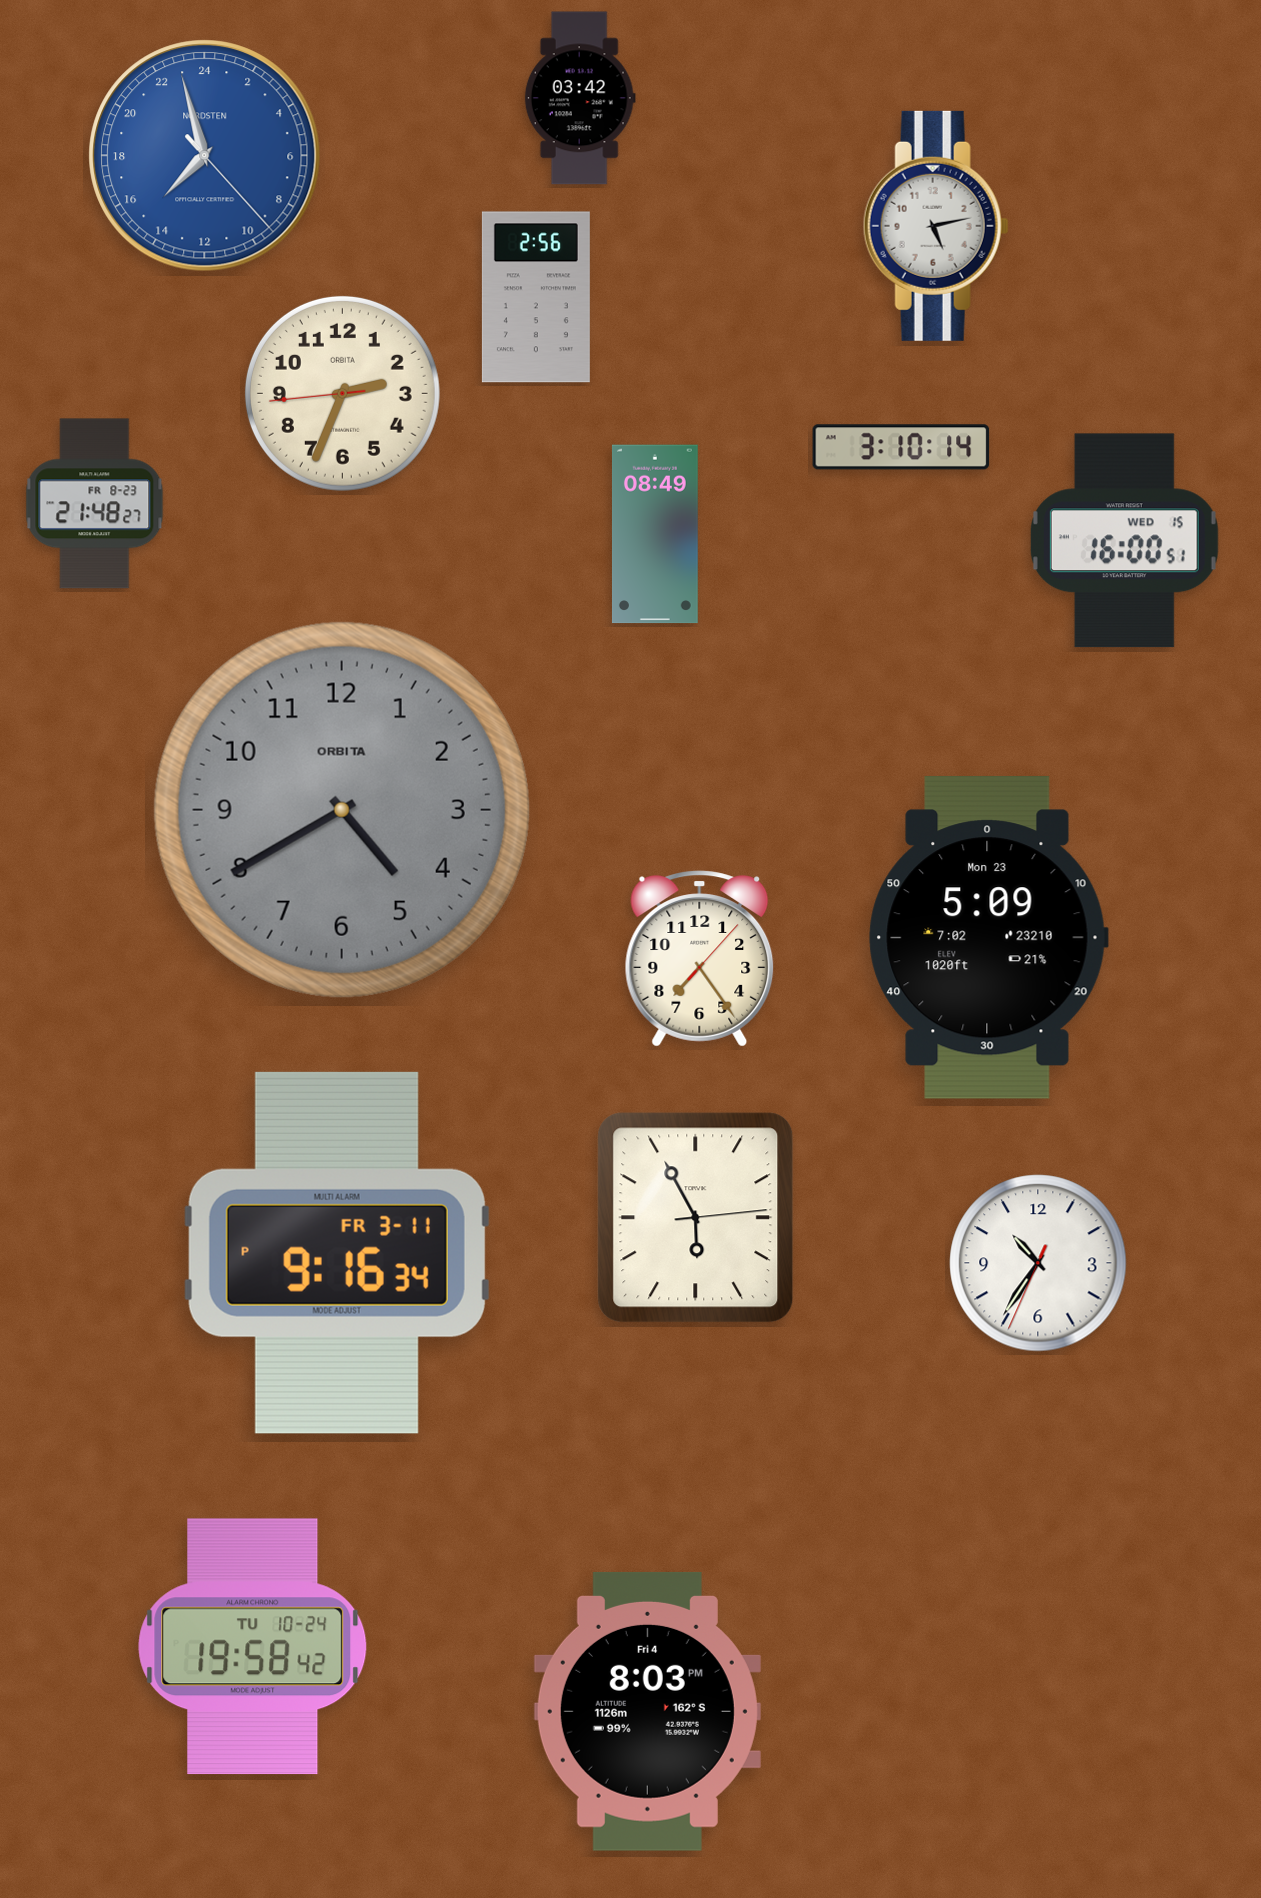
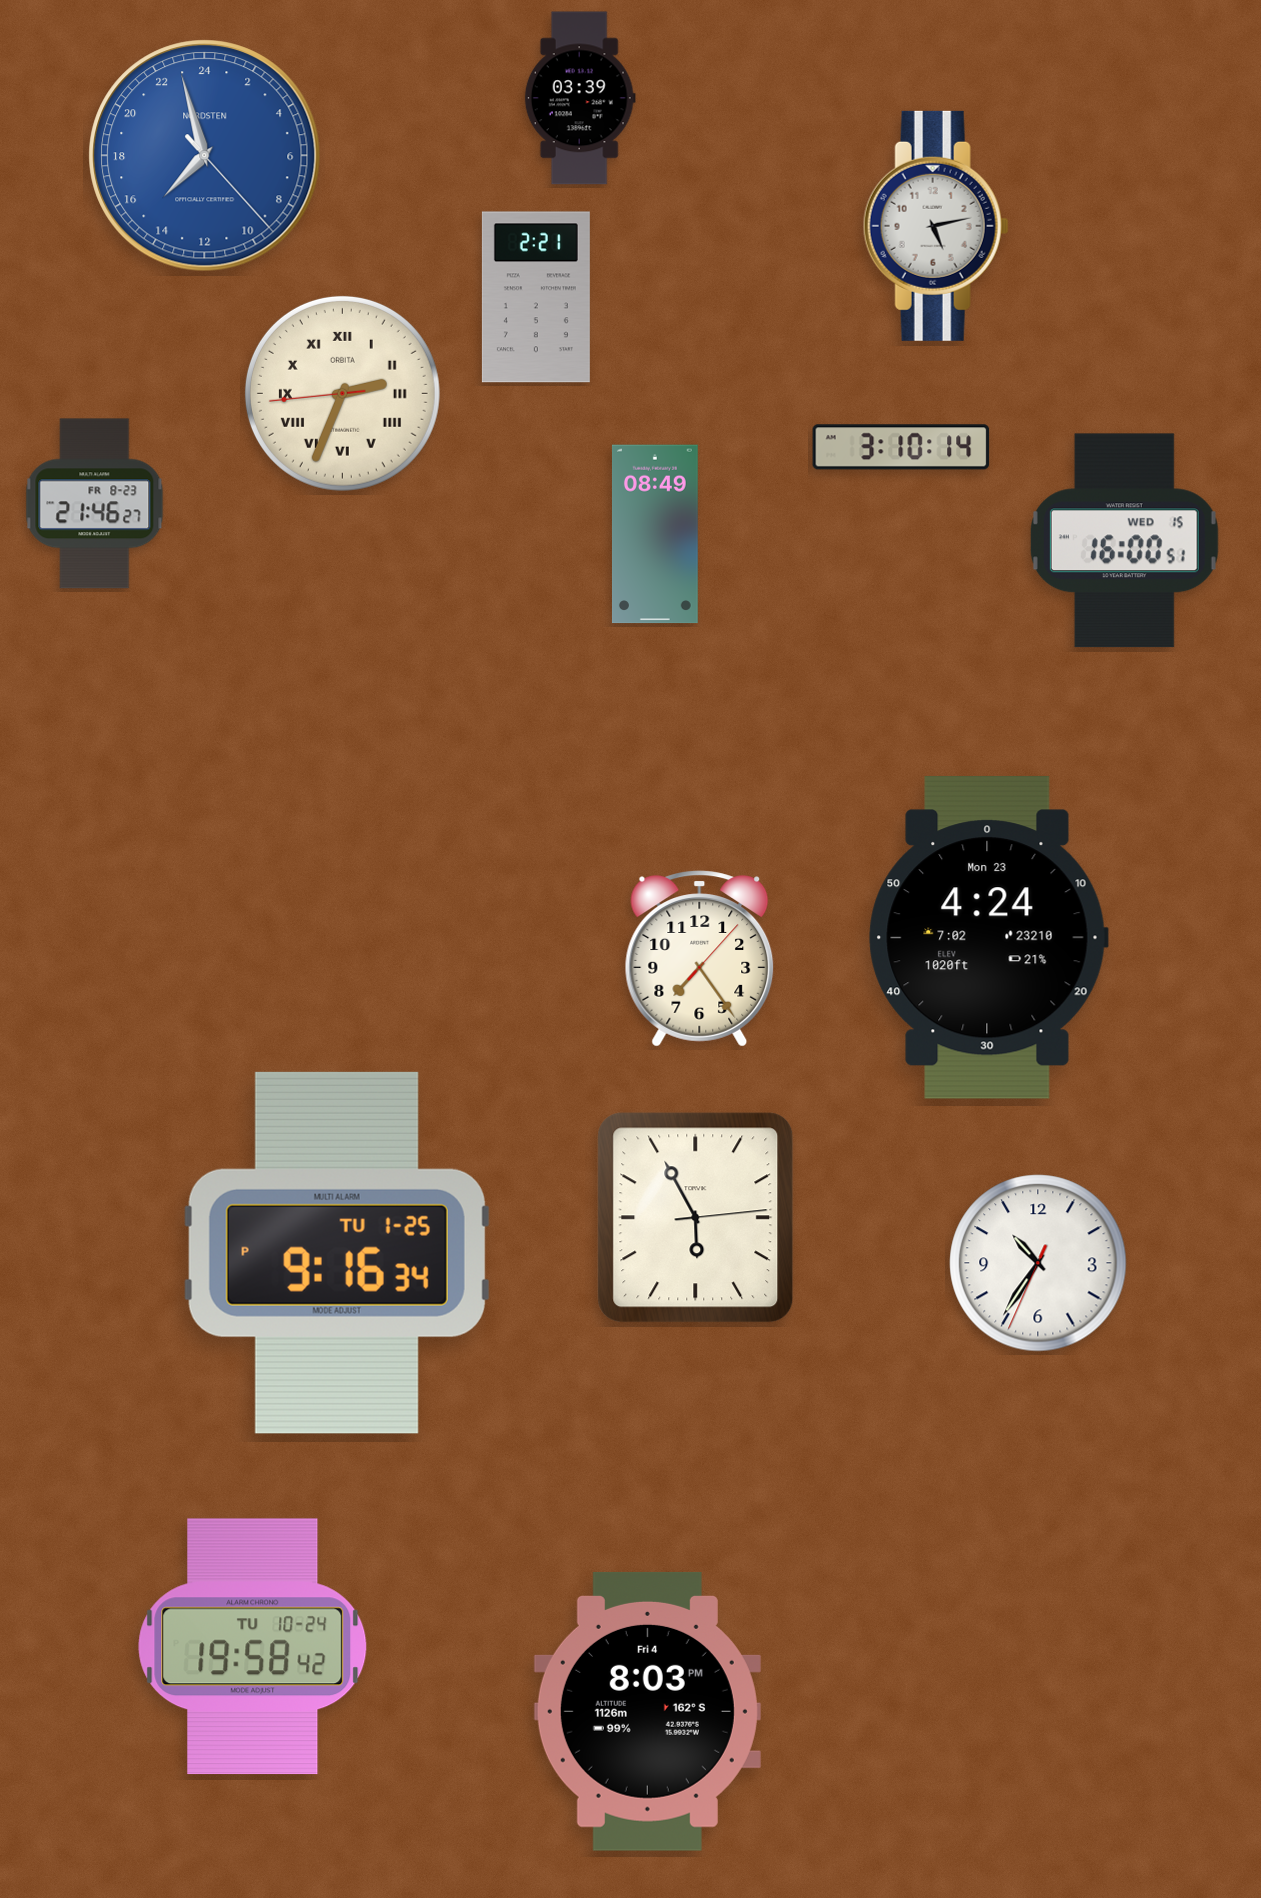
clock at (580, 98): 03:42 -> 03:39
clock at (536, 297): 2:56 -> 2:21
clock at (342, 393) numerals: Arabic -> Roman
clock at (95, 504): 21:48 -> 21:46
clock at (342, 810): 4:40 -> none
clock at (988, 937): 5:09 -> 4:24
clock at (337, 1253) date: FR 3-11 -> TU 1-25
